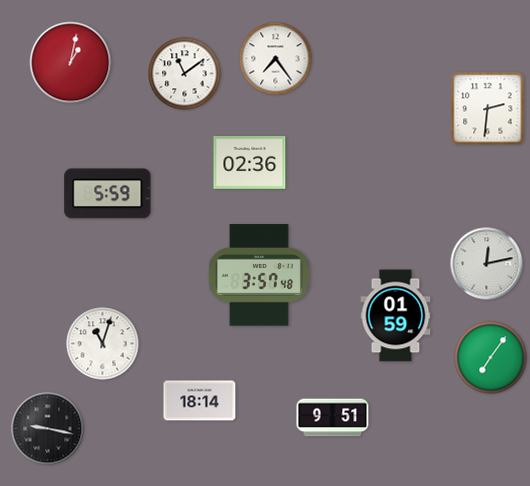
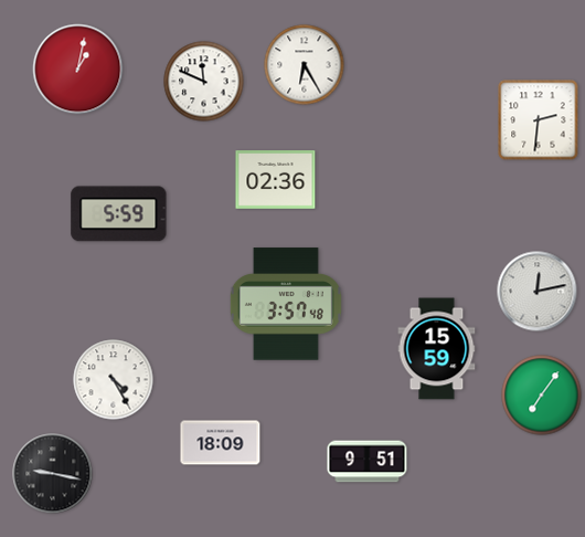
clock at (276, 59): 7:24 -> 6:25
clock at (185, 74): 11:09 -> 11:49
clock at (396, 316): 01:59 -> 15:59
clock at (103, 344): 11:03 -> 4:25
clock at (200, 401): 18:14 -> 18:09
